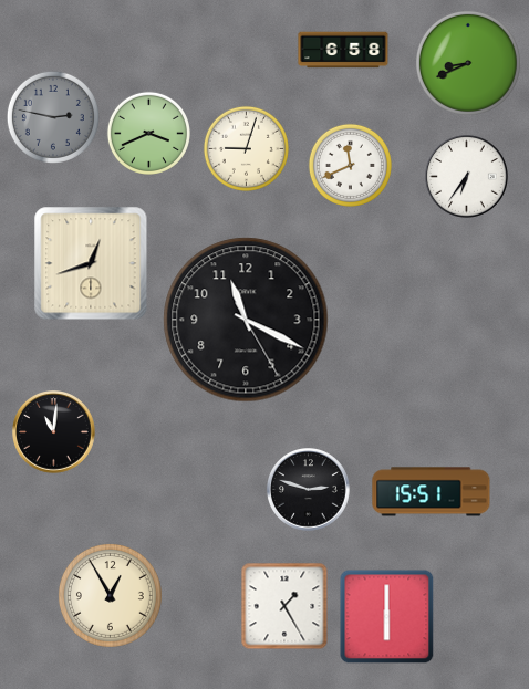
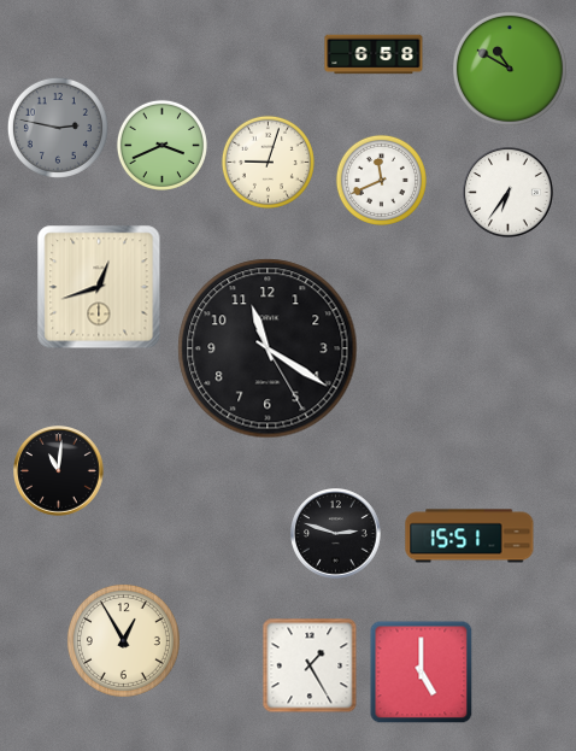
clock at (468, 63): 8:41 -> 10:50
clock at (246, 320): 11:19 -> 11:20
clock at (110, 595) position: (110, 595) -> (123, 640)
clock at (284, 606) position: (284, 606) -> (310, 665)
clock at (387, 617): 6:00 -> 5:00
